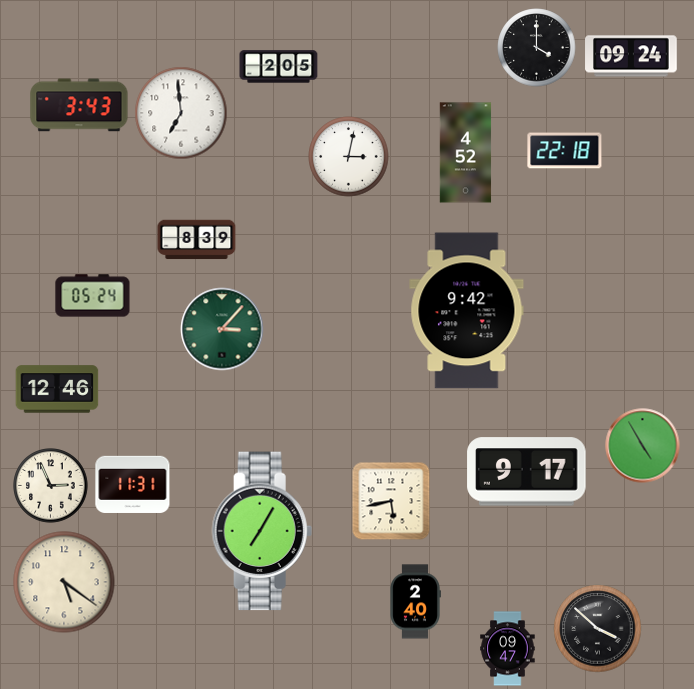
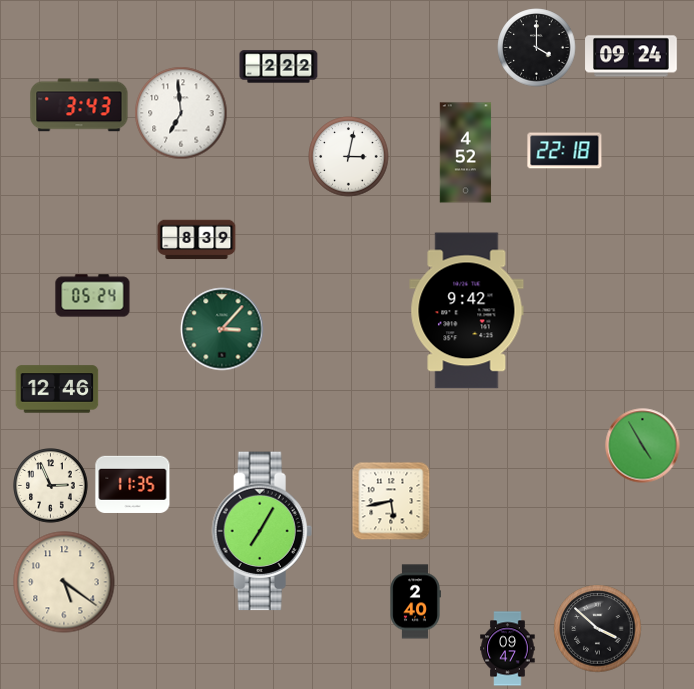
clock at (279, 67): 2:05 -> 2:22
clock at (527, 472): 9:17 -> none
clock at (133, 484): 11:31 -> 11:35
